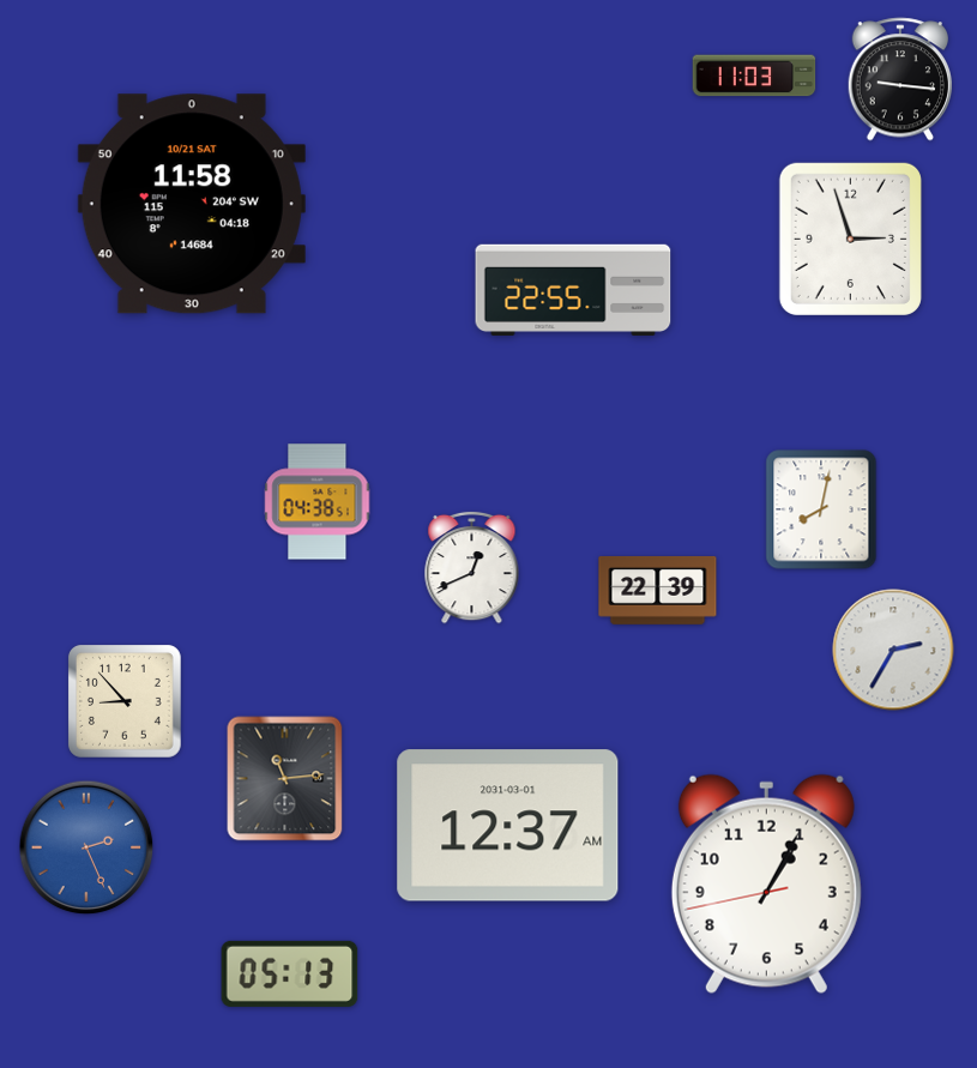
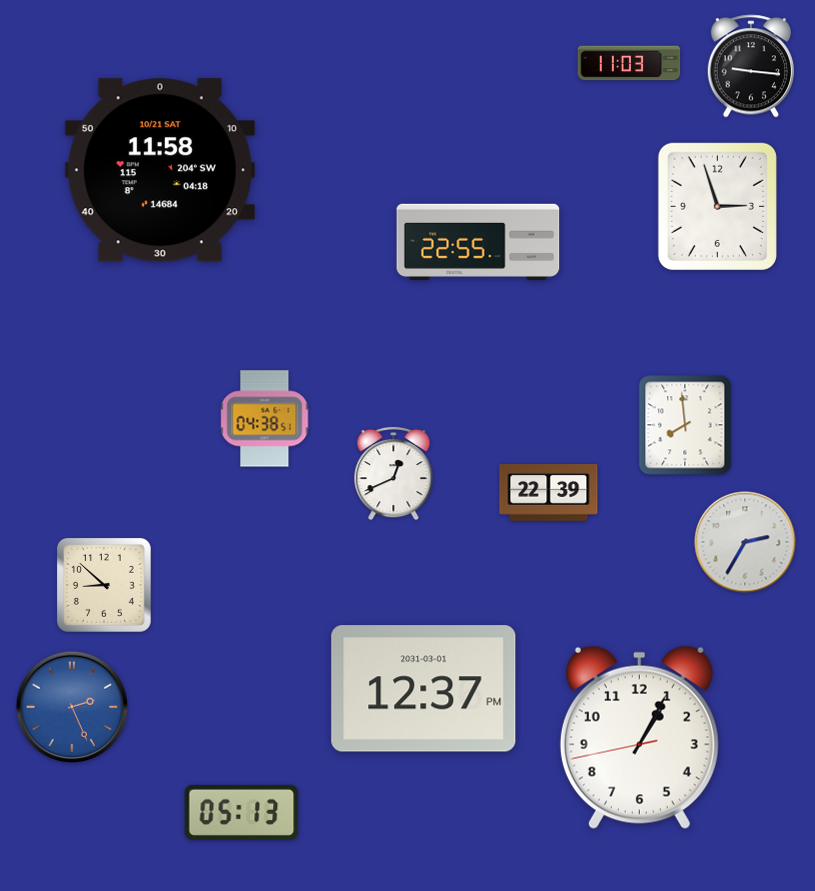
clock at (850, 239) position: (850, 239) -> (717, 206)
clock at (821, 509): 8:02 -> 7:59
clock at (125, 701): 8:53 -> 8:52
clock at (285, 779): 11:14 -> none
clock at (508, 826): 12:37 AM -> 12:37 PM
